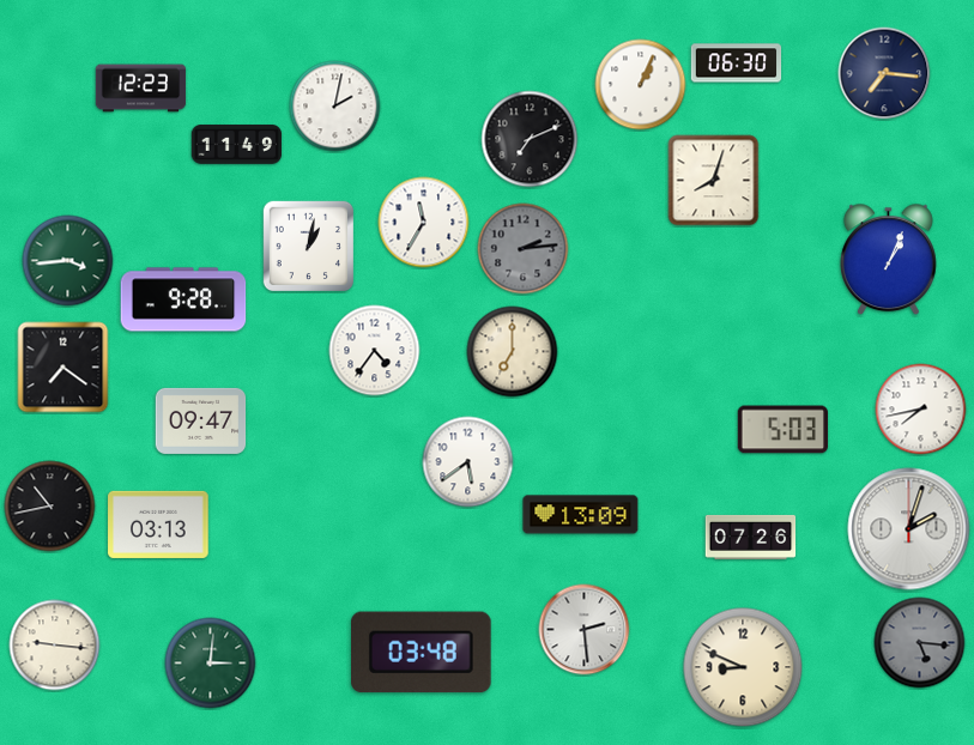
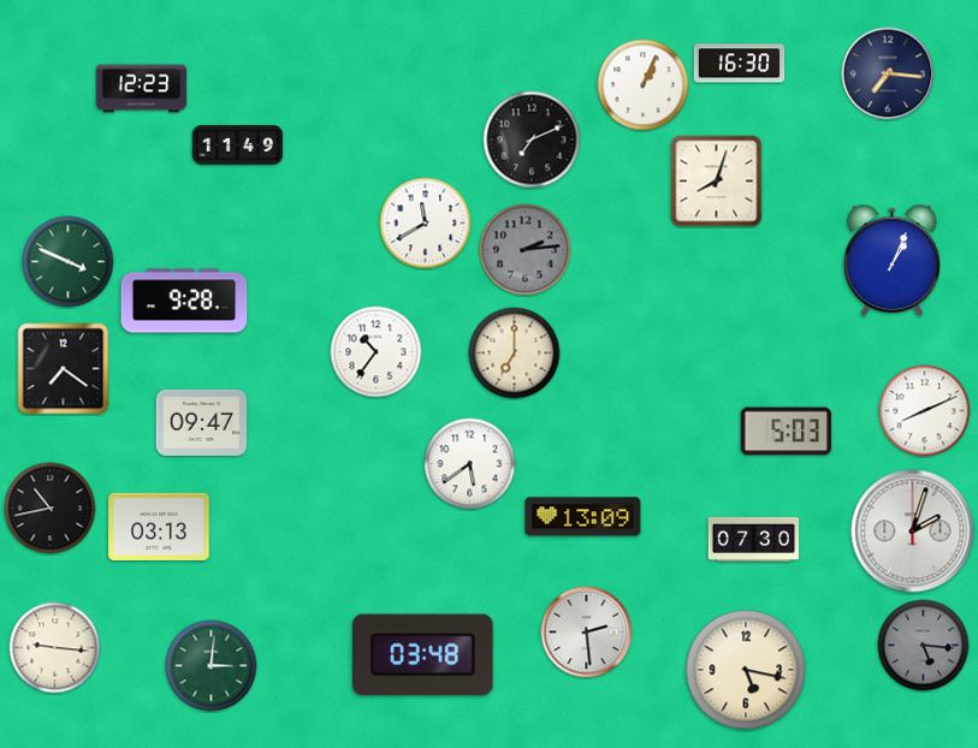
clock at (737, 63): 06:30 -> 16:30
clock at (335, 107): 2:02 -> none
clock at (424, 223): 11:35 -> 11:40
clock at (308, 246): 1:02 -> none
clock at (68, 261): 3:44 -> 3:49
clock at (375, 351): 4:36 -> 10:36
clock at (921, 410): 7:43 -> 8:11
clock at (751, 537): 07:26 -> 07:30
clock at (743, 667): 8:49 -> 5:17
